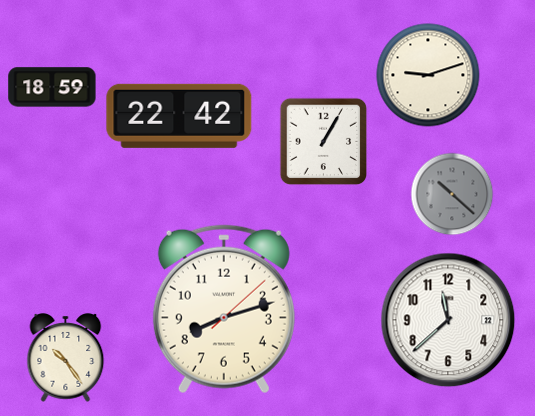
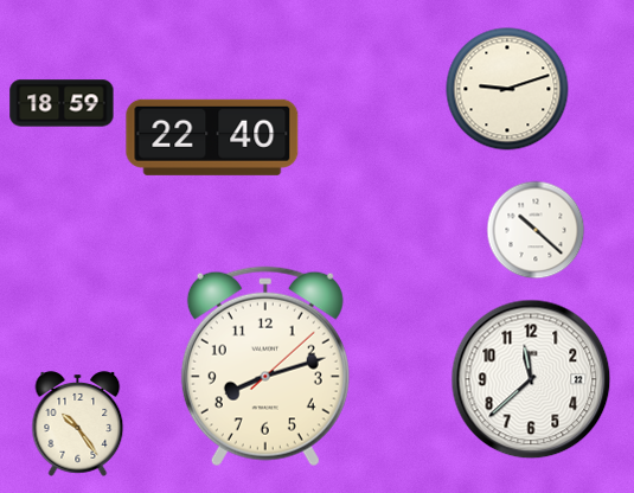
clock at (179, 116): 22:42 -> 22:40
clock at (323, 141): 1:05 -> none
clock at (452, 194) dial: grey -> white
